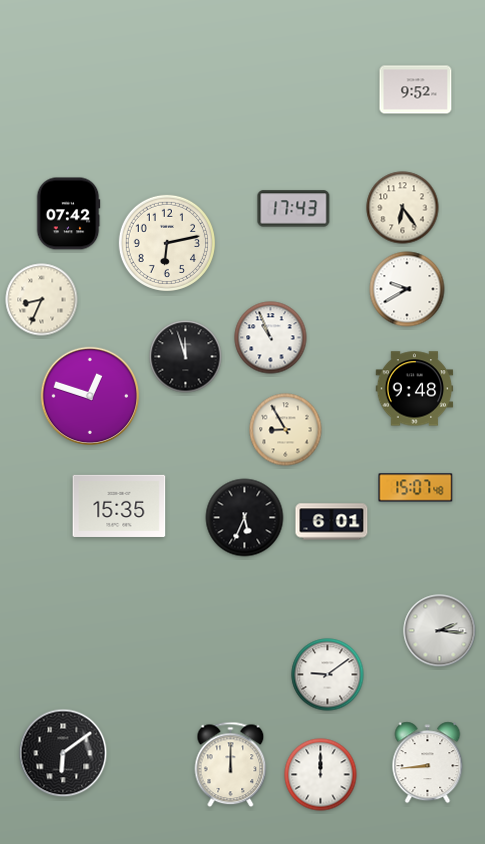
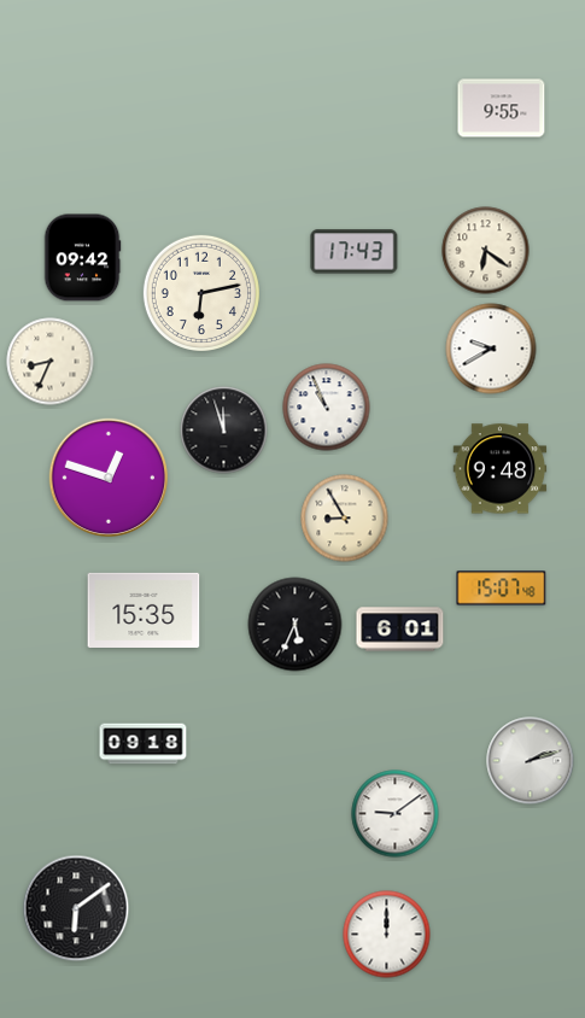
clock at (416, 90): 9:52 -> 9:55
clock at (403, 208): 6:24 -> 6:21
clock at (68, 214): 07:42 -> 09:42
clock at (144, 744): none -> 09:18
clock at (440, 631): 2:16 -> 2:12
clock at (428, 763): 8:44 -> none
clock at (231, 765): 12:00 -> none
